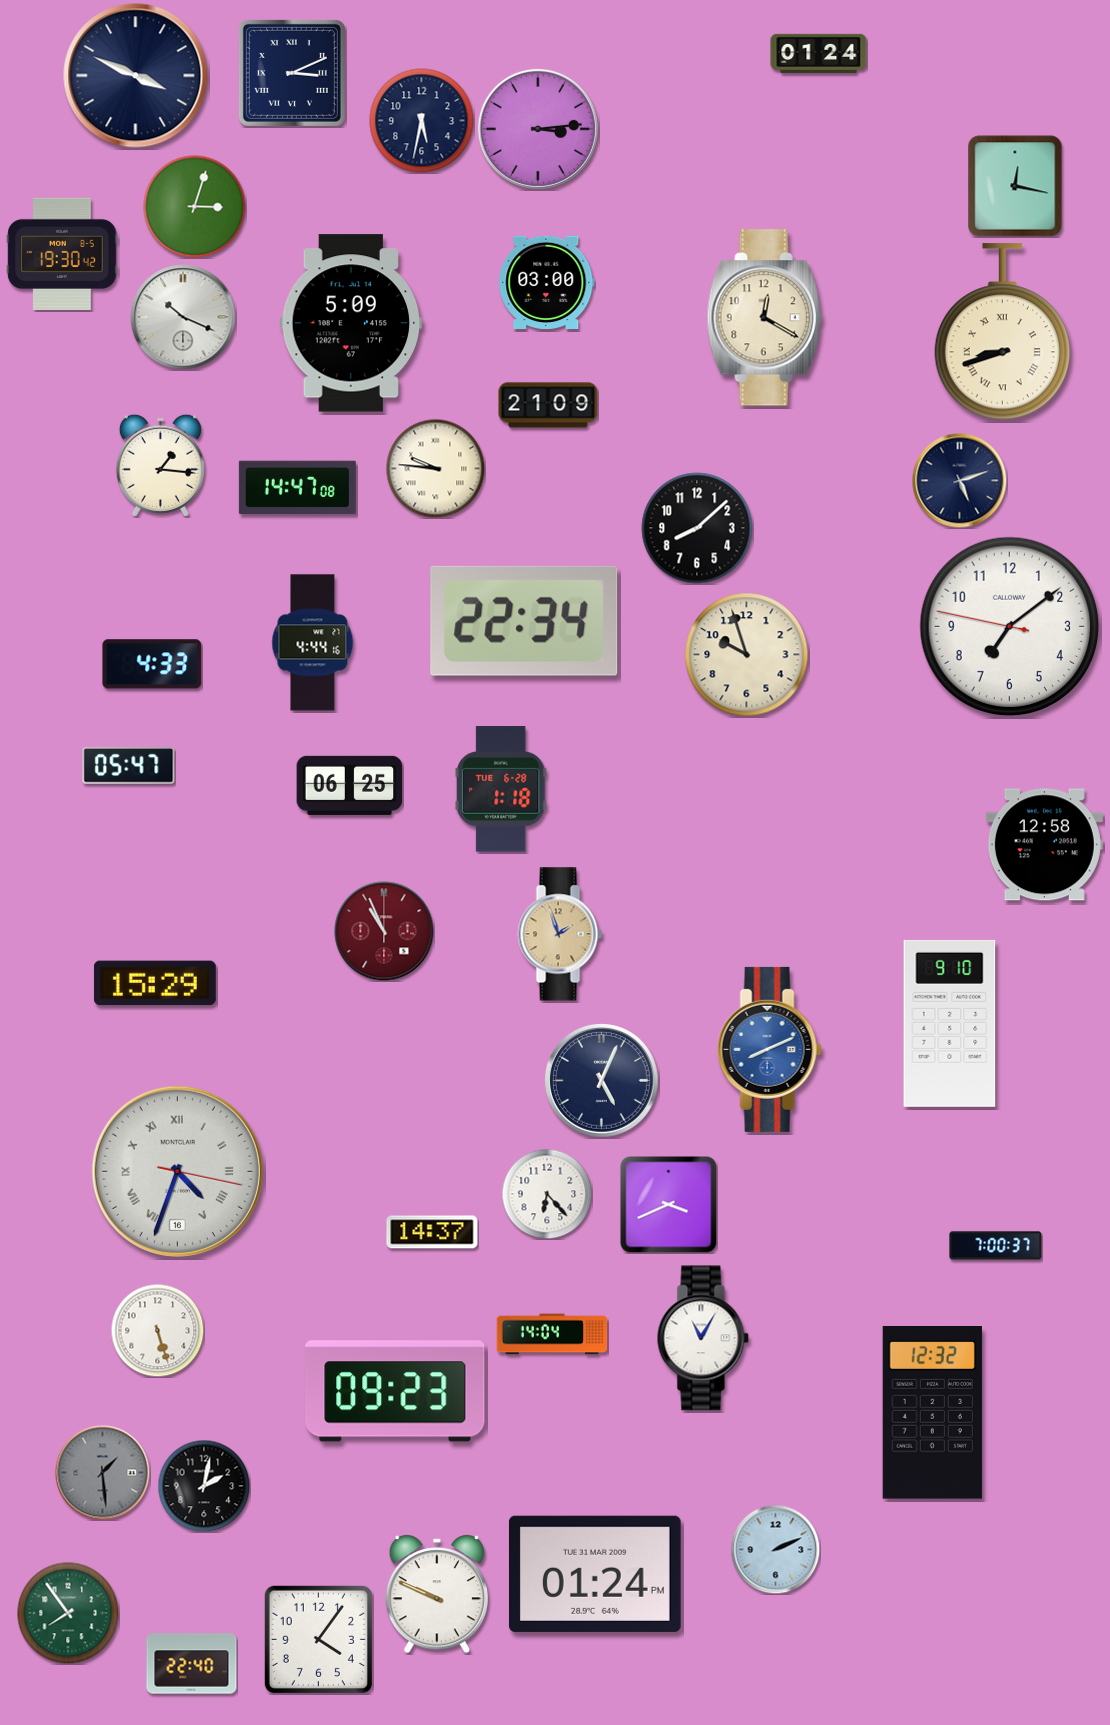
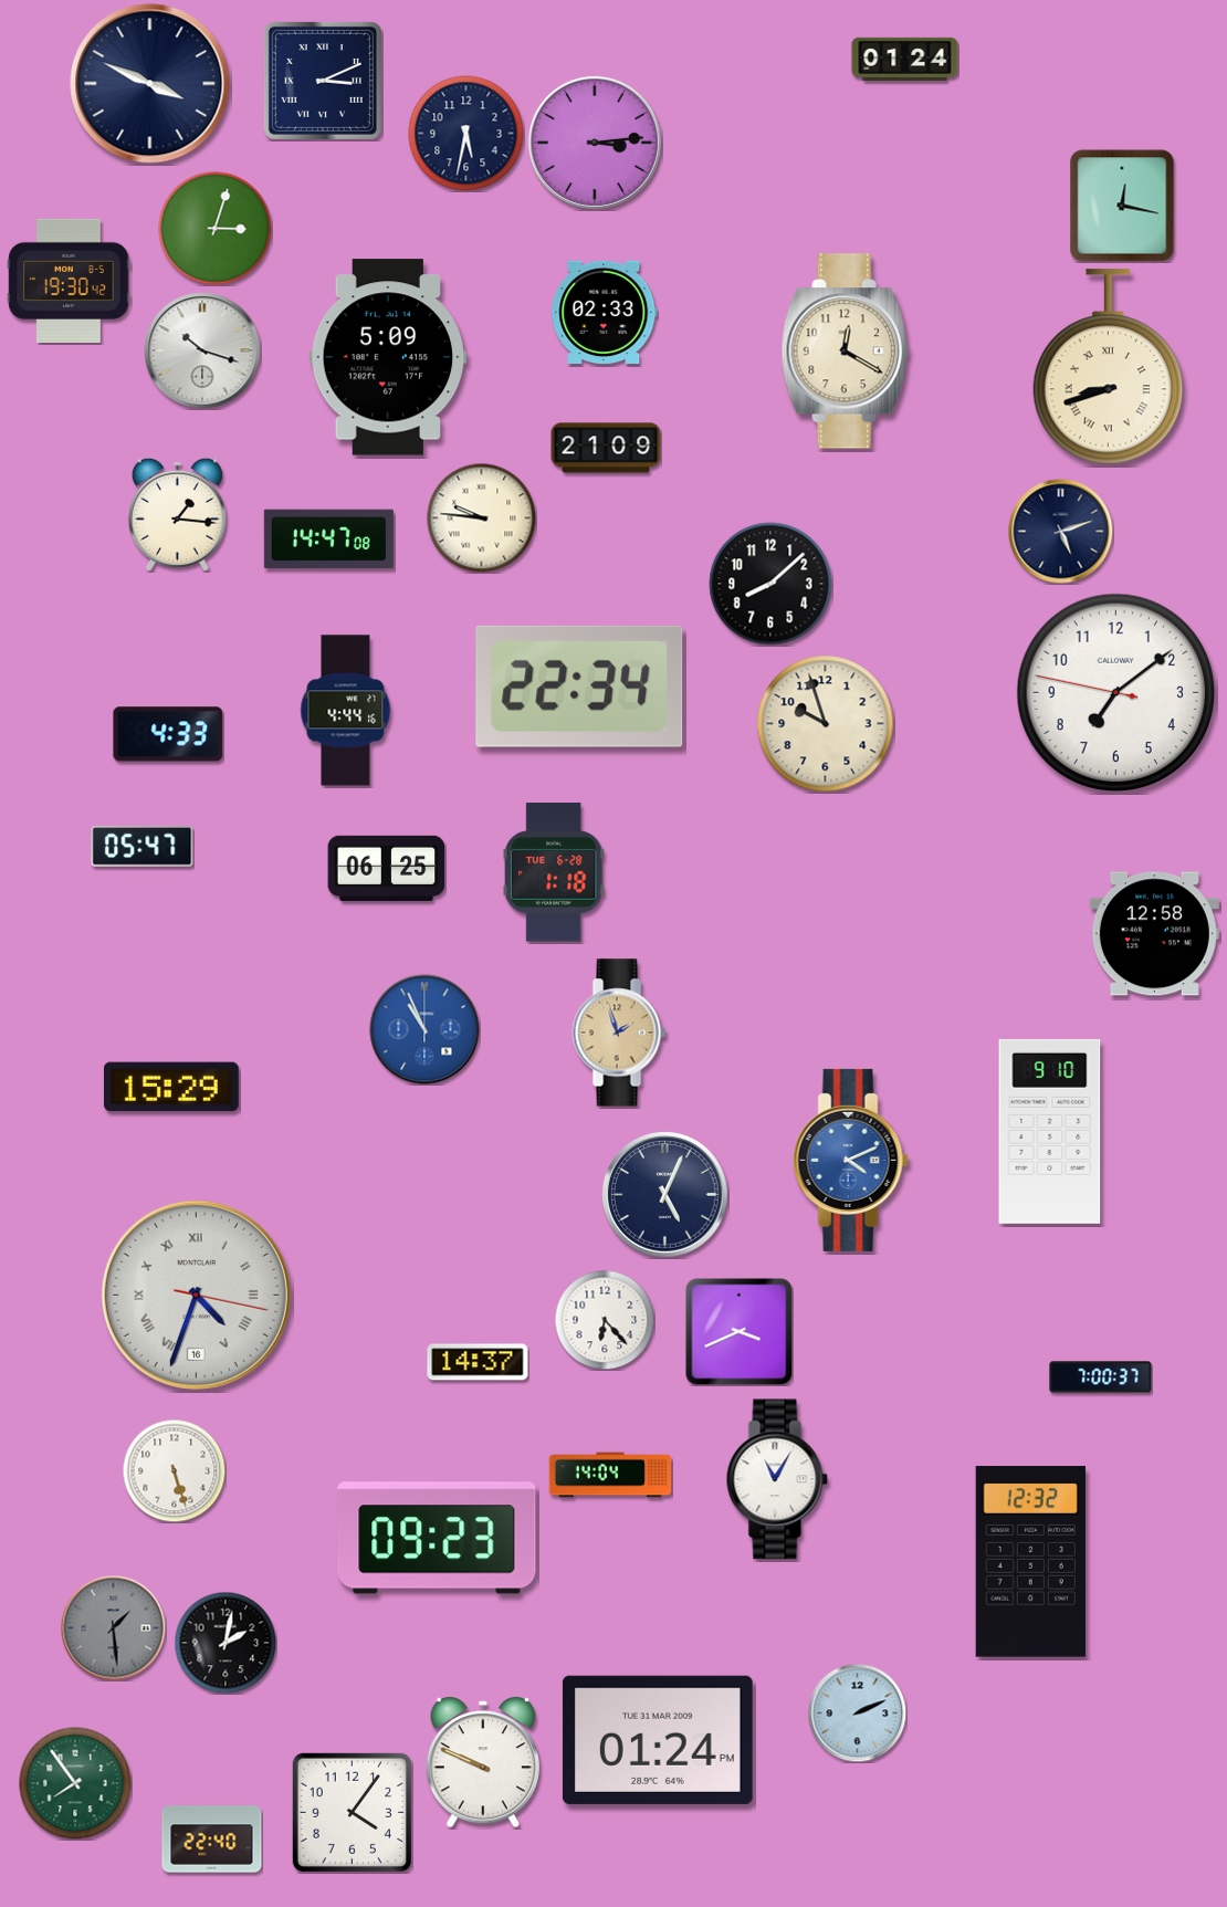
clock at (547, 282): 03:00 -> 02:33
clock at (183, 317): 10:19 -> 10:18
clock at (384, 931) dial: burgundy -> blue
clock at (769, 1049): 8:11 -> 4:11
